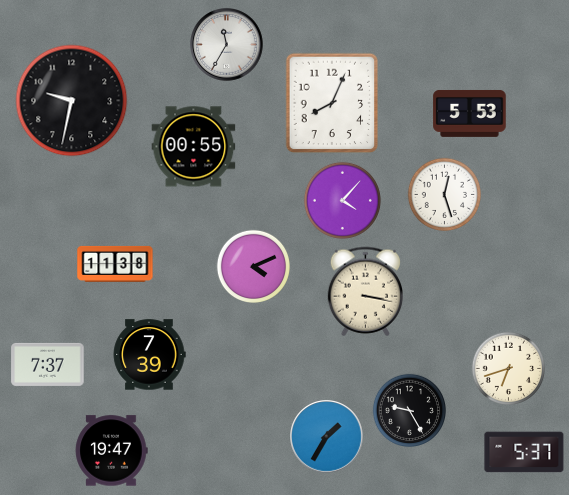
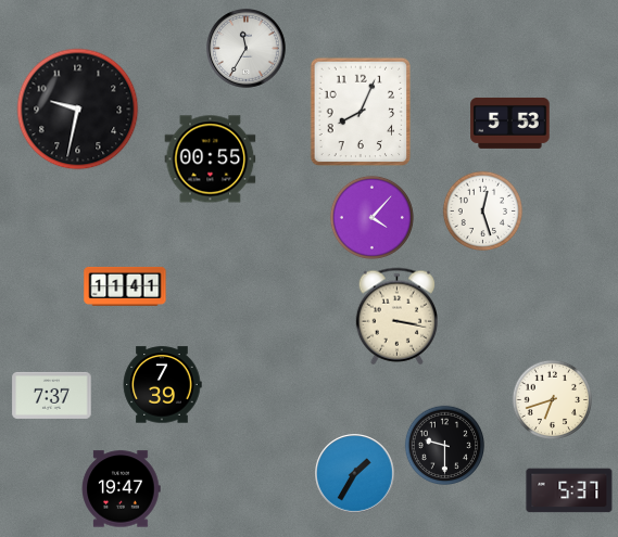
clock at (115, 264): 11:38 -> 11:41
clock at (253, 266): 4:11 -> none
clock at (409, 410): 9:25 -> 9:30
